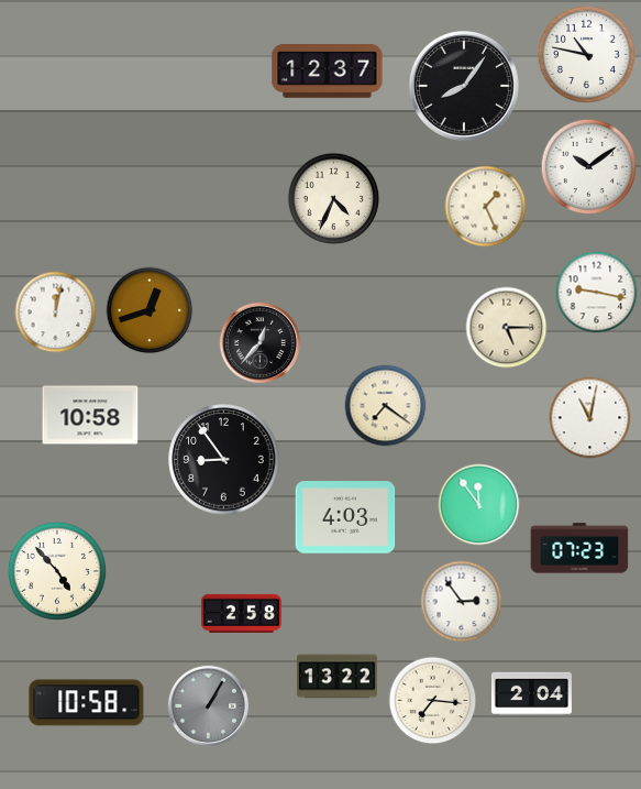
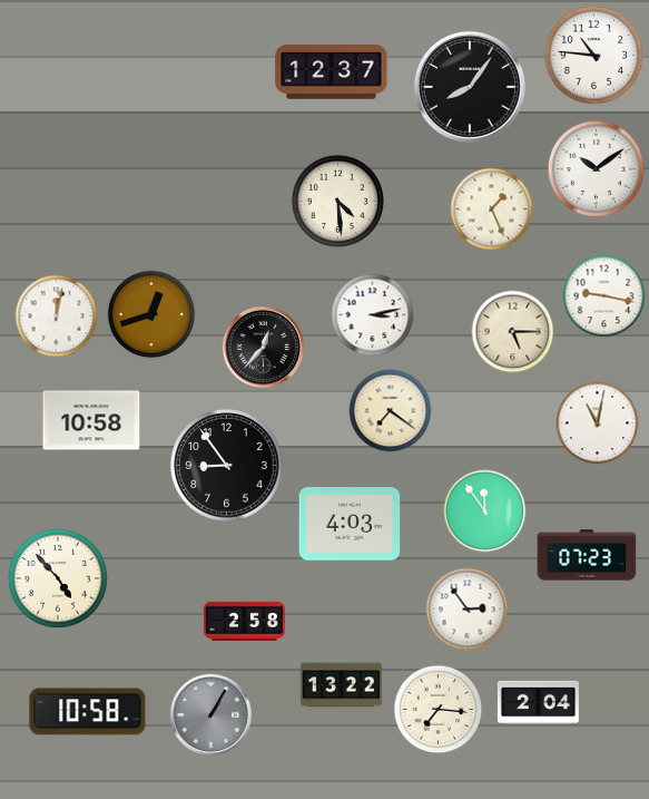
clock at (586, 54): 10:47 -> 10:46
clock at (334, 199): 4:34 -> 4:29
clock at (373, 315): none -> 3:13
